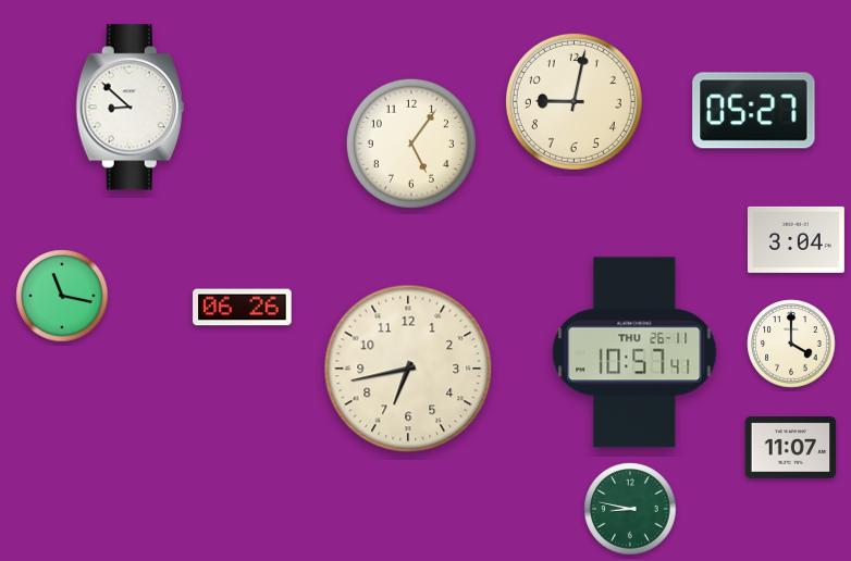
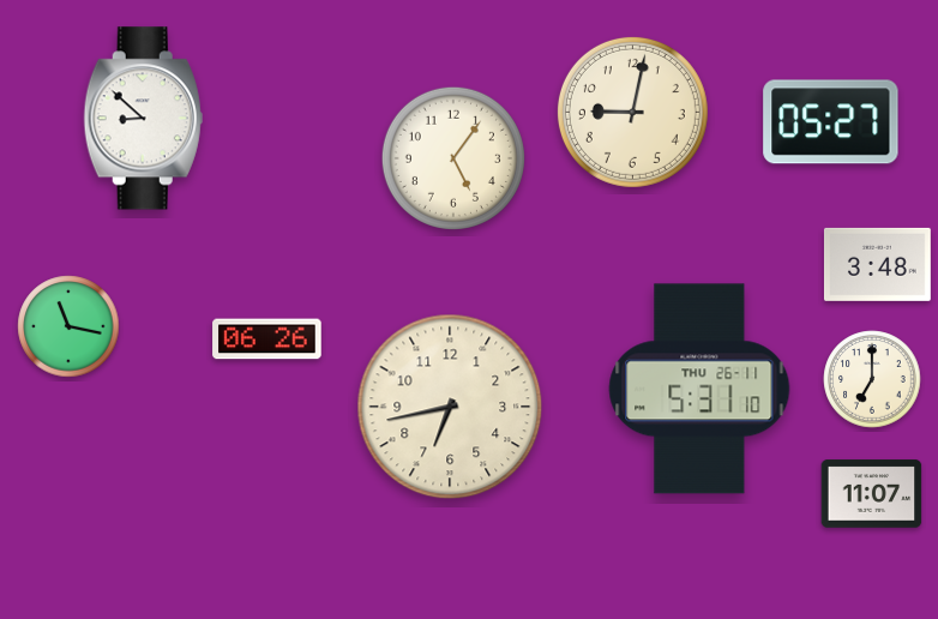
clock at (795, 239): 3:04 -> 3:48
clock at (791, 344): 4:00 -> 7:00
clock at (634, 352): 10:57 -> 5:31
clock at (630, 509): 8:47 -> none
